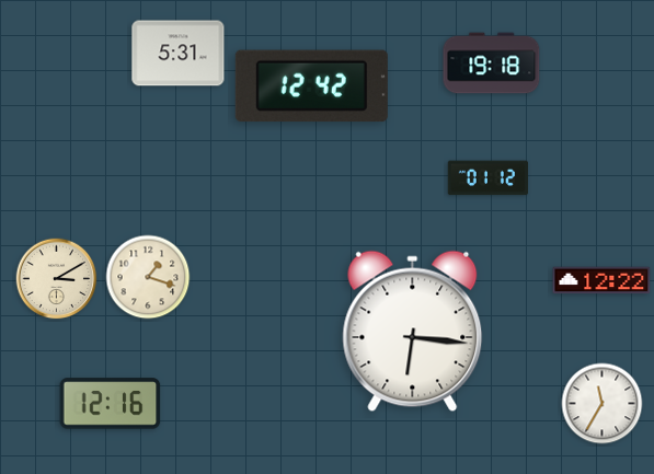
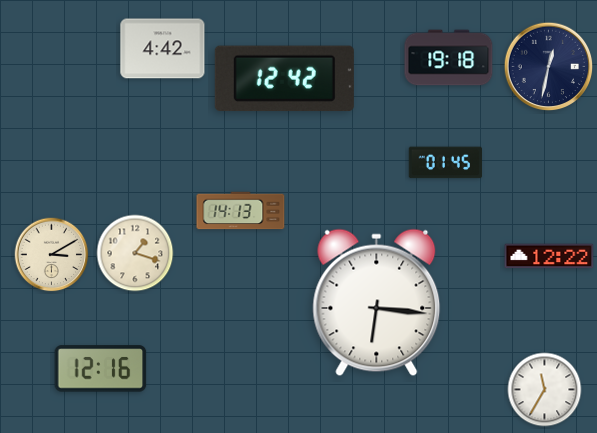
clock at (179, 54): 5:31 -> 4:42
clock at (549, 67): none -> 12:32
clock at (487, 178): 01:12 -> 01:45
clock at (241, 211): none -> 14:13
clock at (603, 404) position: (603, 404) -> (545, 390)
